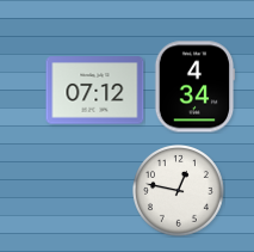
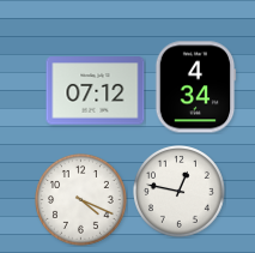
clock at (81, 200): none -> 4:19
